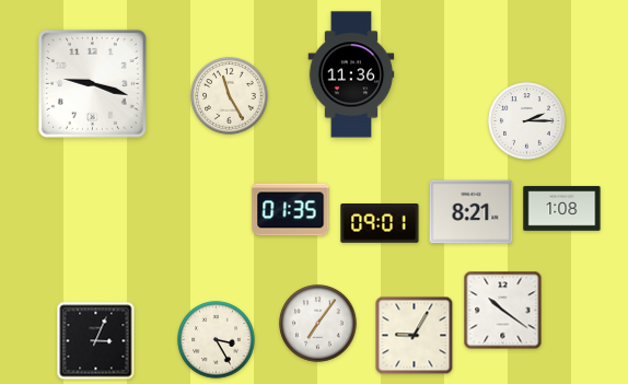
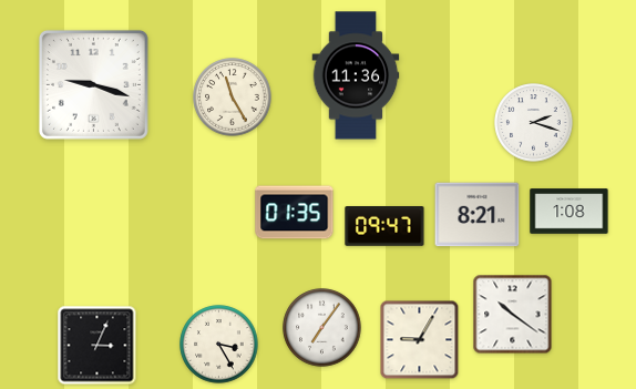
clock at (527, 121): 2:15 -> 2:18
clock at (380, 223): 09:01 -> 09:47
clock at (503, 311) position: (503, 311) -> (513, 315)
